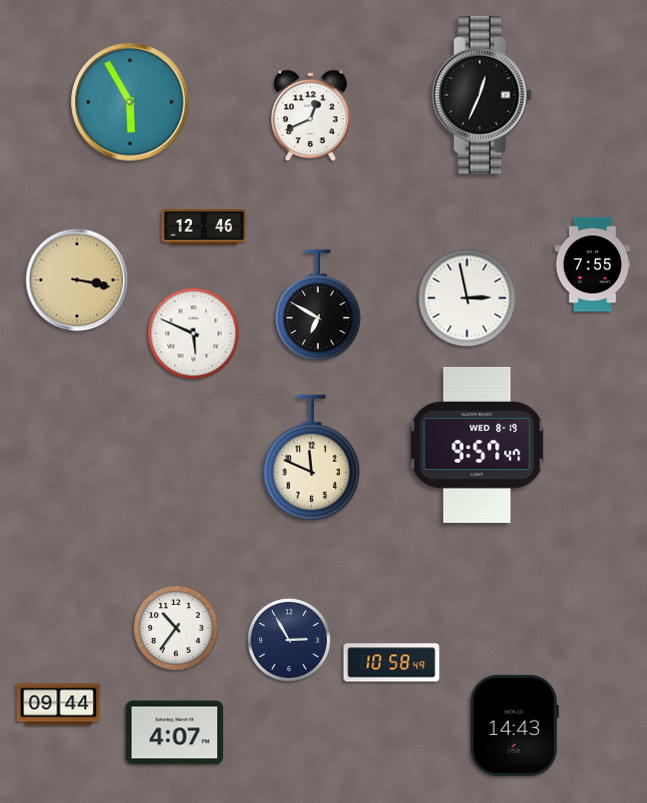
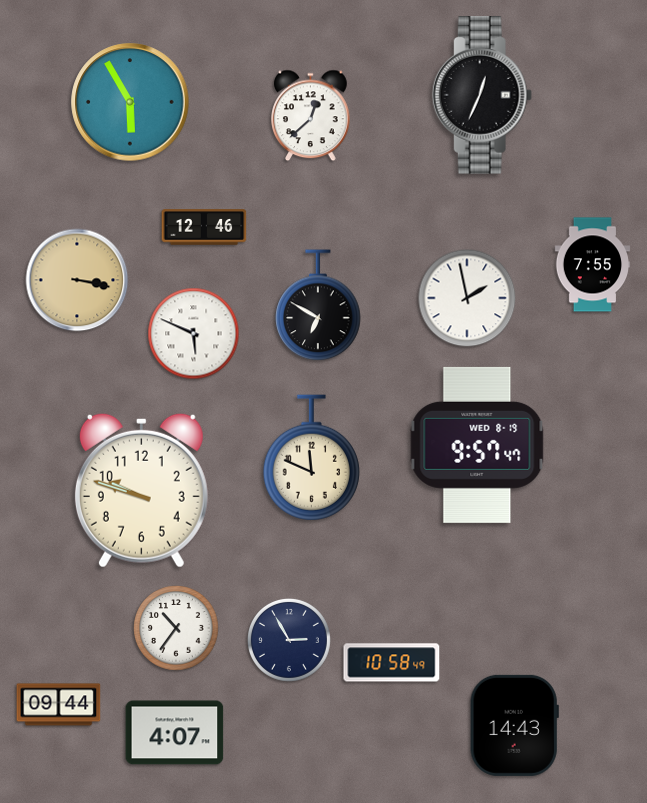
clock at (311, 116): 12:41 -> 12:38
clock at (467, 298): 2:58 -> 1:58
clock at (141, 490): none -> 9:48
